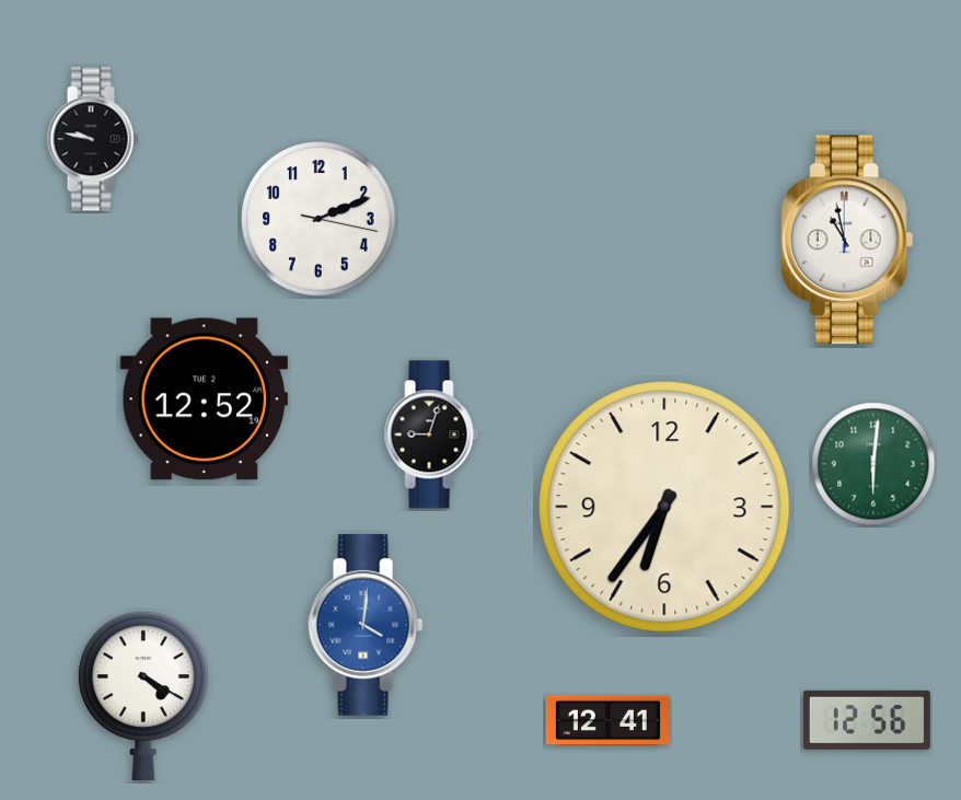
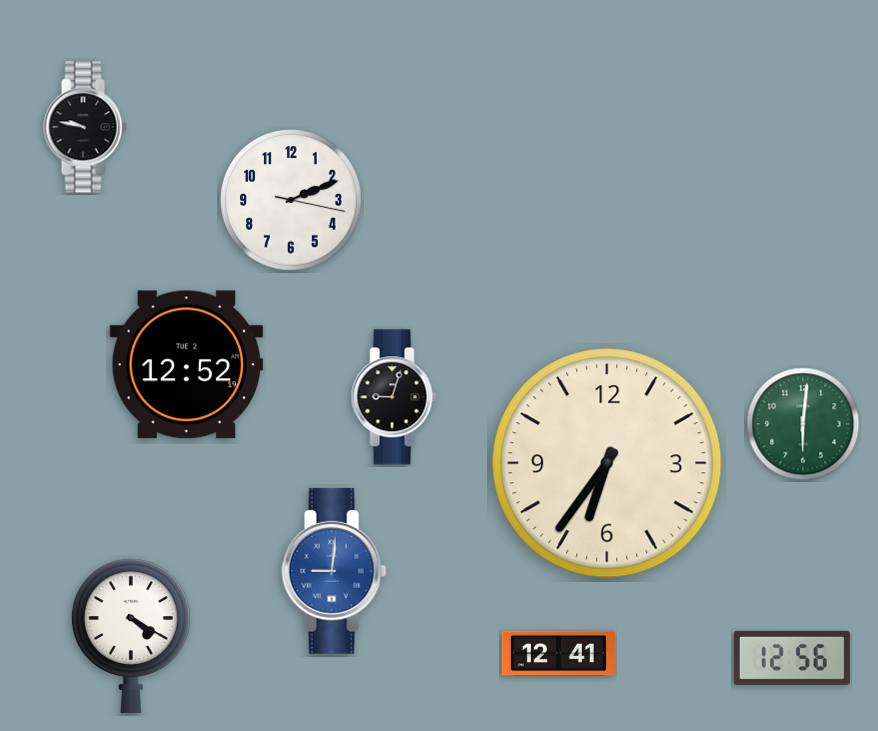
clock at (847, 240): 10:58 -> none
clock at (873, 464) position: (873, 464) -> (803, 424)
clock at (366, 625): 4:01 -> 9:01
clock at (607, 721) position: (607, 721) -> (558, 654)
